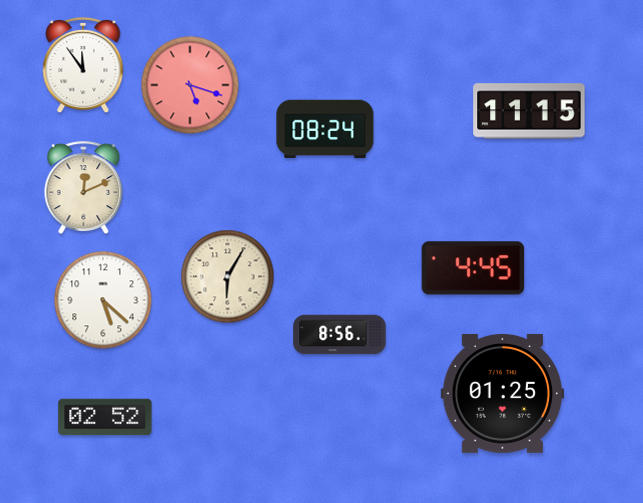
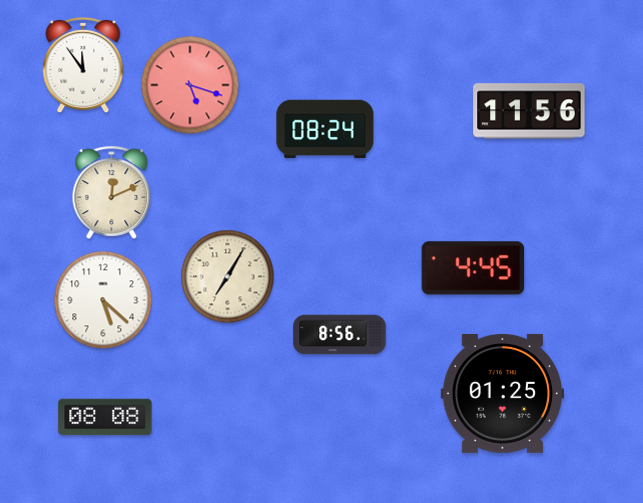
clock at (529, 111): 11:15 -> 11:56
clock at (84, 187) position: (84, 187) -> (112, 192)
clock at (228, 277): 6:05 -> 7:05
clock at (105, 417): 02:52 -> 08:08
